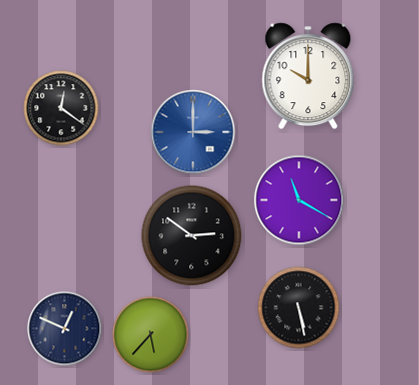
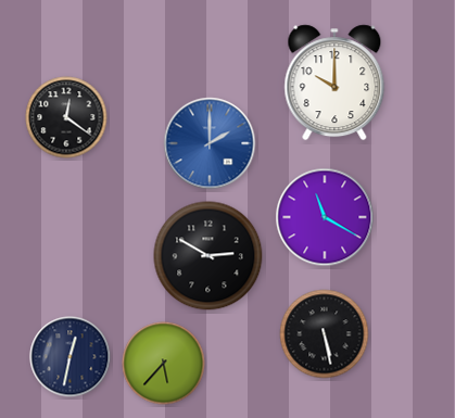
clock at (193, 132): 3:00 -> 2:00
clock at (192, 236): 2:51 -> 2:50
clock at (65, 329): 12:49 -> 12:32
